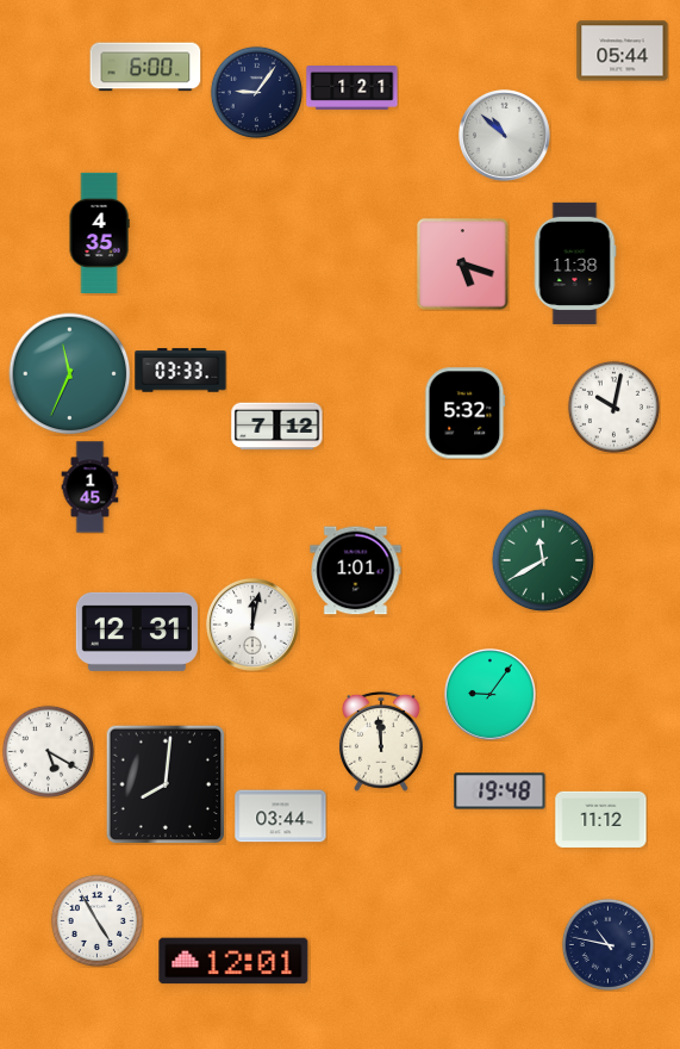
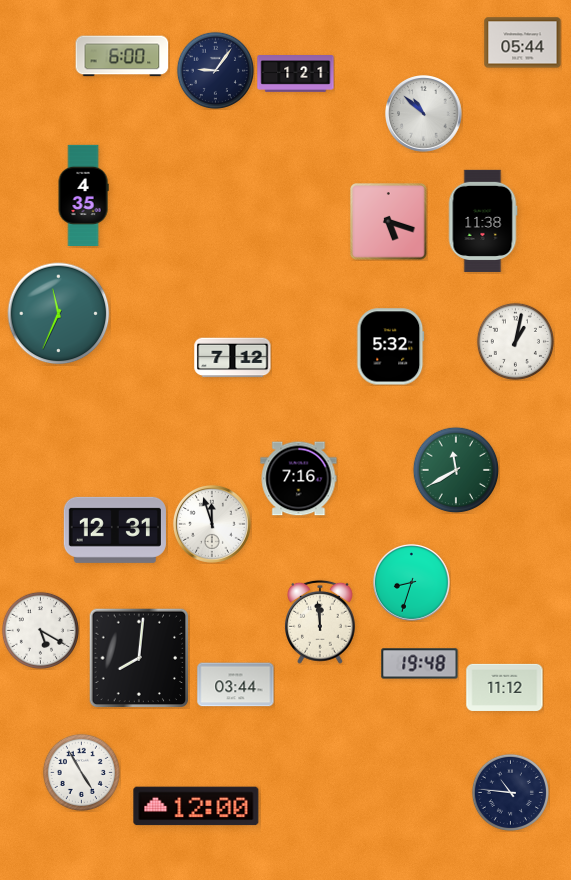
clock at (256, 92) position: (256, 92) -> (215, 70)
clock at (181, 371): 03:33 -> none
clock at (613, 406): 10:02 -> 1:02
clock at (91, 488): 1:45 -> none
clock at (356, 571): 1:01 -> 7:16
clock at (252, 625): 12:02 -> 11:57
clock at (491, 695): 9:06 -> 8:33
clock at (607, 944): 10:47 -> 10:46
clock at (233, 961): 12:01 -> 12:00
